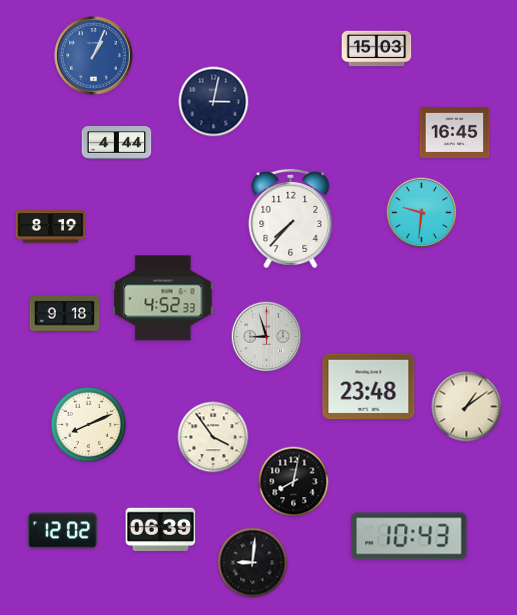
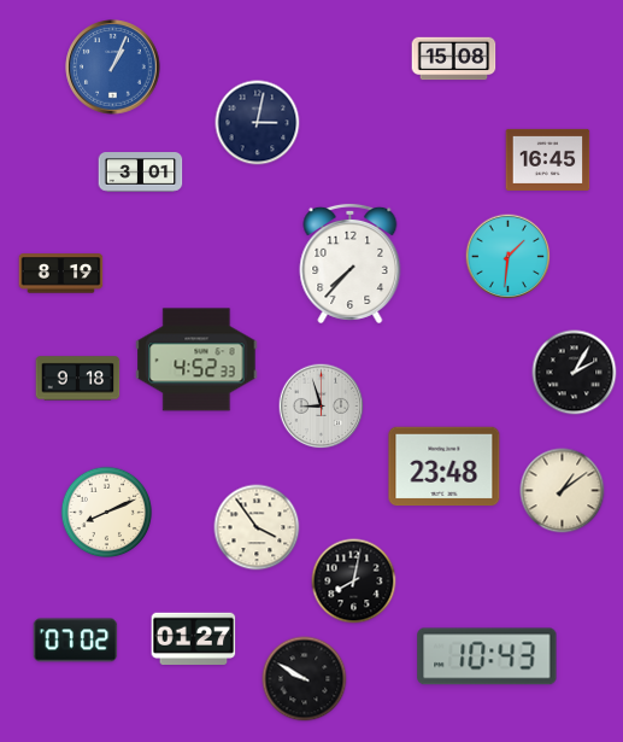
clock at (377, 49): 15:03 -> 15:08
clock at (117, 143): 4:44 -> 3:01
clock at (422, 213): 9:31 -> 1:31
clock at (575, 373): none -> 2:05
clock at (161, 530): 06:39 -> 01:27
clock at (63, 531): 12:02 -> 07:02
clock at (409, 536) position: (409, 536) -> (487, 656)
clock at (253, 563): 9:01 -> 9:50
